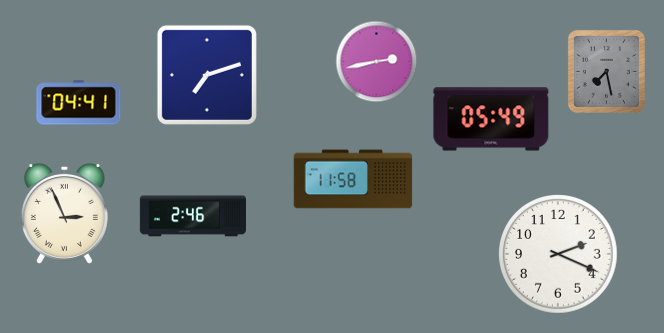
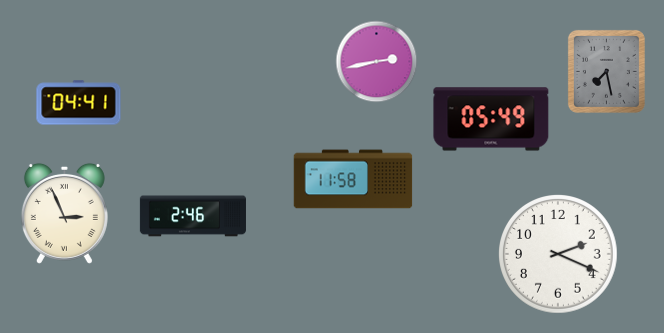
clock at (207, 75): 7:12 -> none
